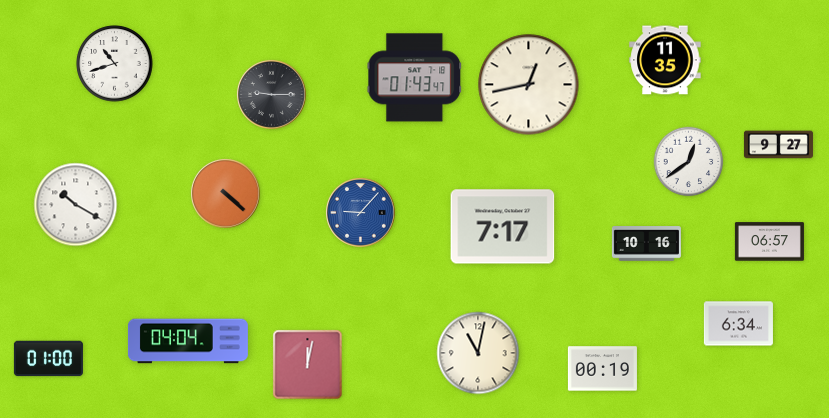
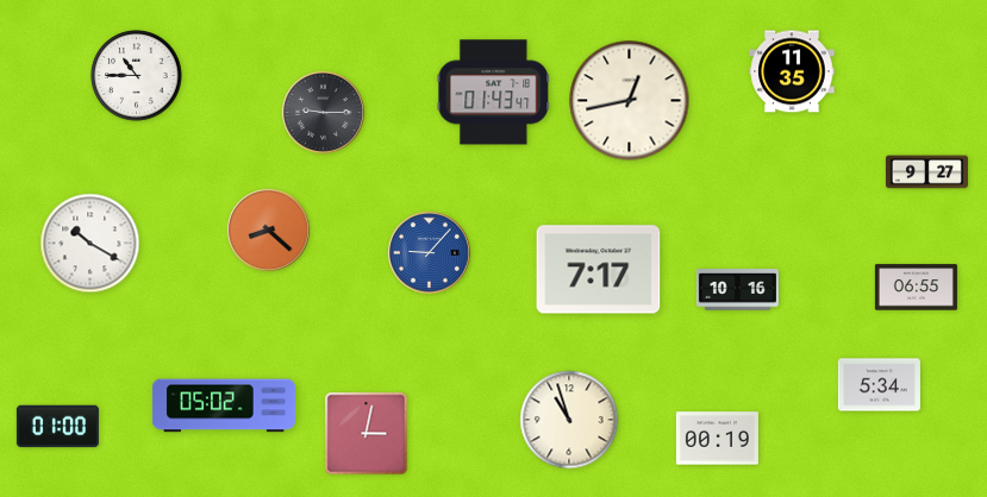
clock at (115, 64): 10:42 -> 10:45
clock at (689, 162): 12:39 -> none
clock at (226, 194): 4:22 -> 8:22
clock at (769, 242): 06:57 -> 06:55
clock at (646, 244) position: (646, 244) -> (737, 290)
clock at (738, 324): 6:34 -> 5:34
clock at (188, 341): 04:04 -> 05:02
clock at (478, 353): 11:02 -> 10:57
clock at (308, 365): 12:02 -> 3:02
